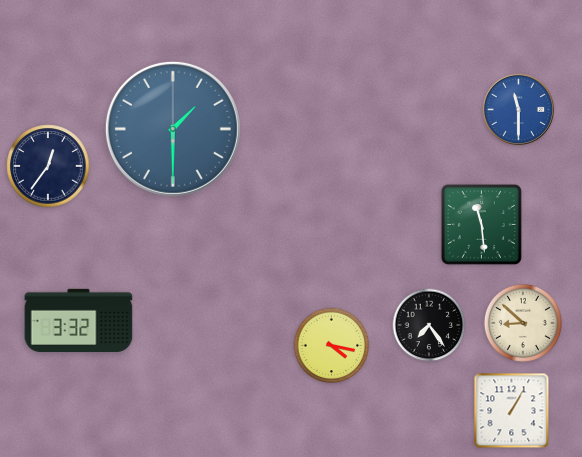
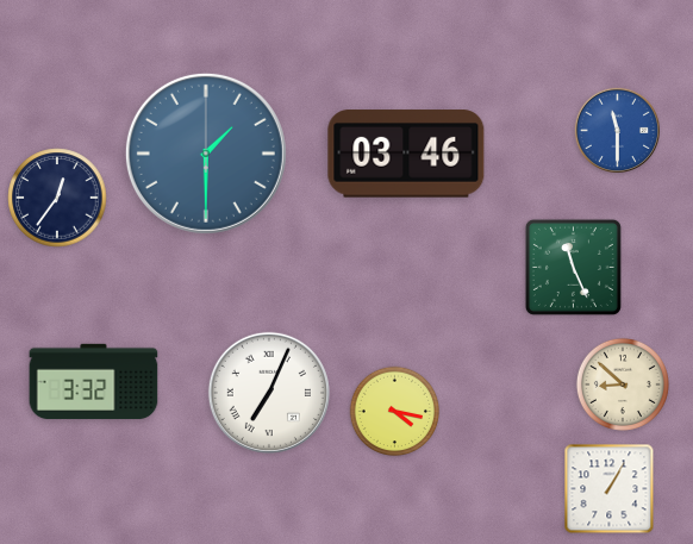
clock at (406, 154): none -> 03:46
clock at (481, 224): 11:29 -> 11:26
clock at (429, 325): 7:24 -> none
clock at (269, 393): none -> 7:04
